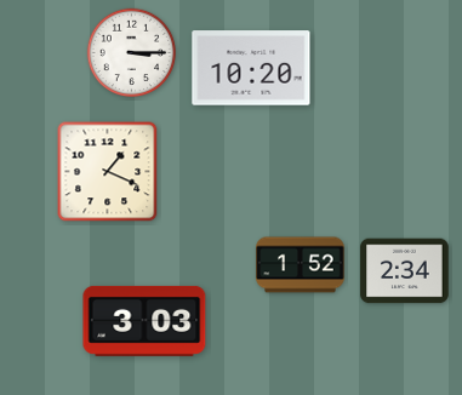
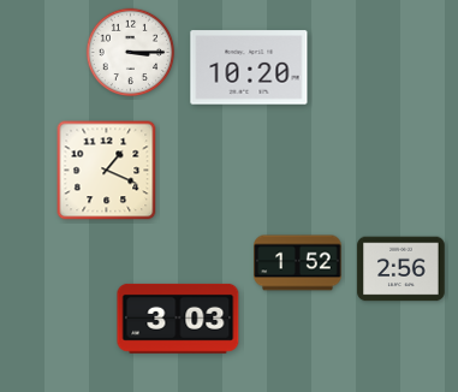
clock at (405, 271): 2:34 -> 2:56
clock at (144, 321) position: (144, 321) -> (178, 319)
